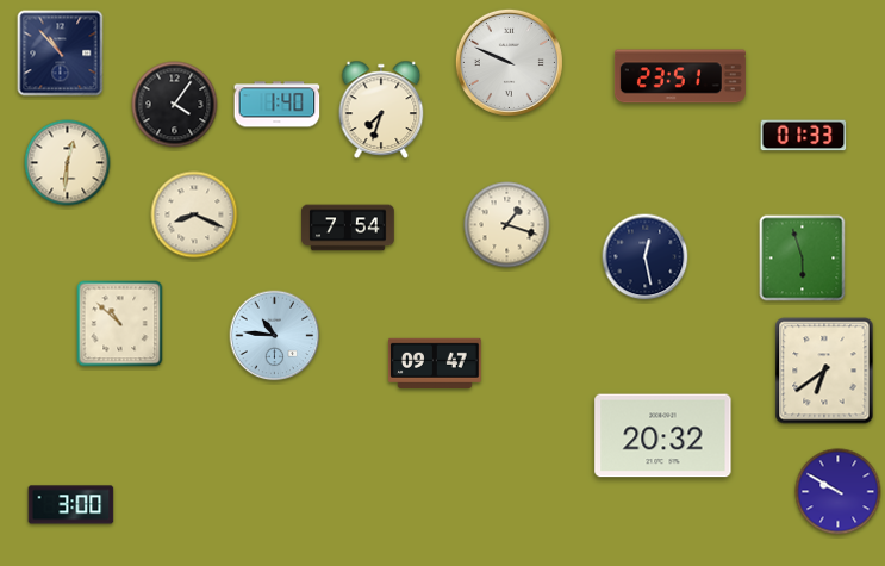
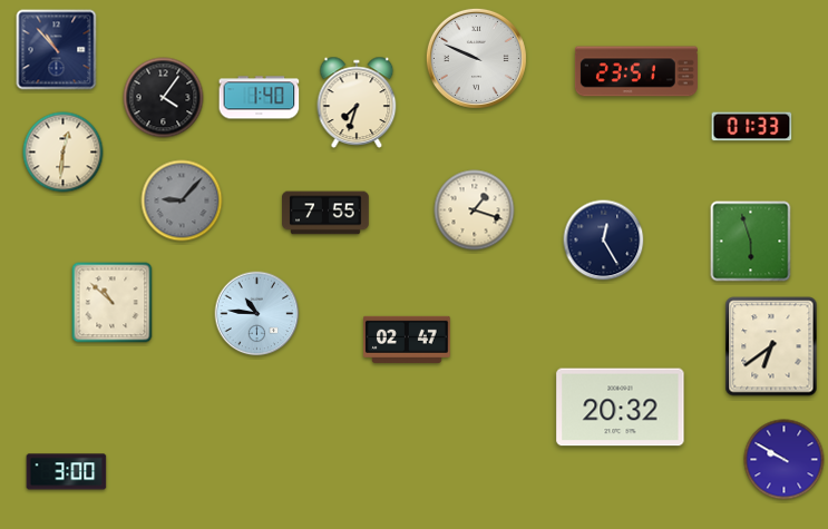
clock at (194, 214): 8:19 -> 9:07
clock at (194, 214) dial: cream -> grey
clock at (348, 228): 7:54 -> 7:55
clock at (646, 257): 12:28 -> 12:25
clock at (436, 363): 09:47 -> 02:47
